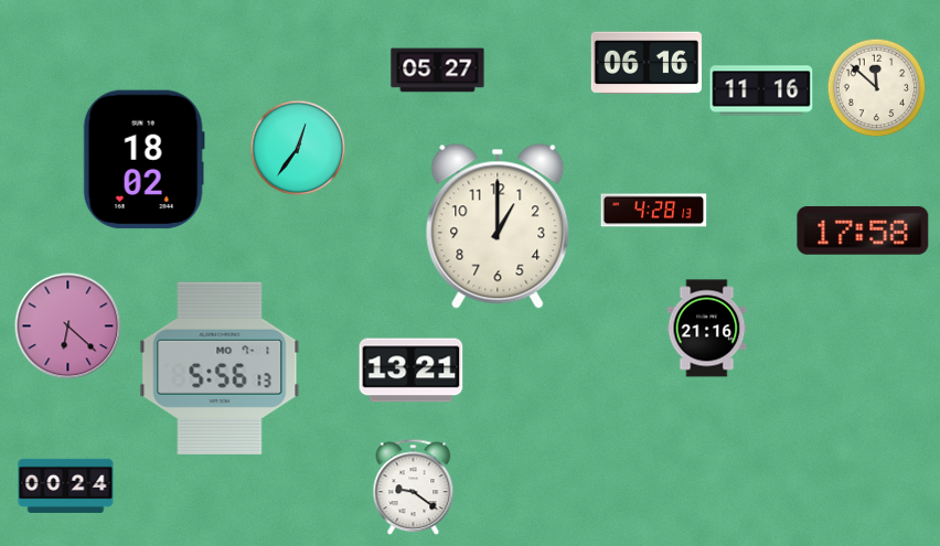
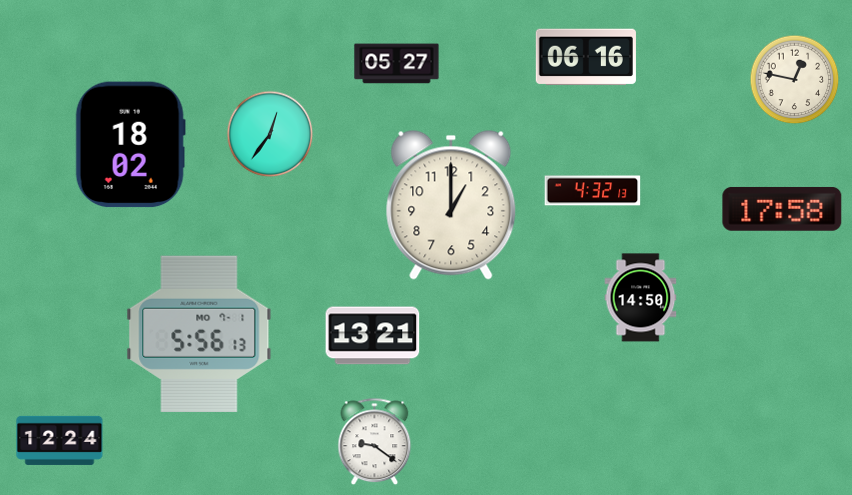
clock at (877, 88): 11:52 -> 12:47
clock at (761, 90): 11:16 -> none
clock at (654, 211): 4:28 -> 4:32
clock at (68, 326): 6:22 -> none
clock at (707, 329): 21:16 -> 14:50
clock at (66, 485): 00:24 -> 12:24
